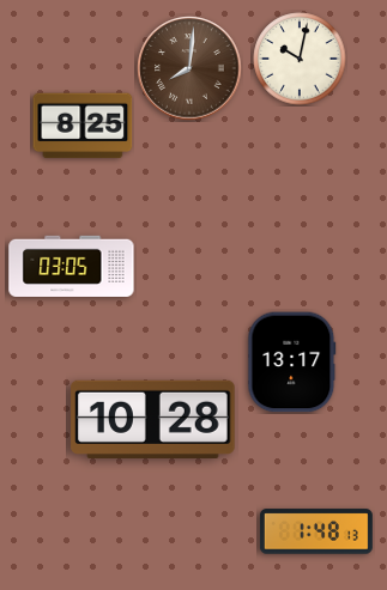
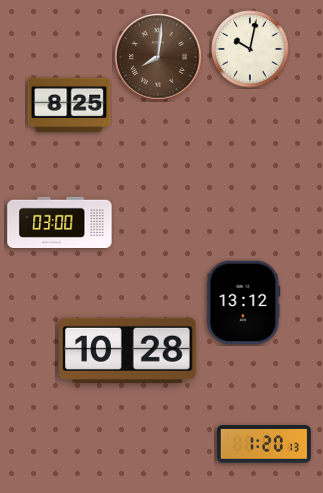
clock at (72, 266): 03:05 -> 03:00
clock at (292, 363): 13:17 -> 13:12
clock at (316, 531): 1:48 -> 1:20
